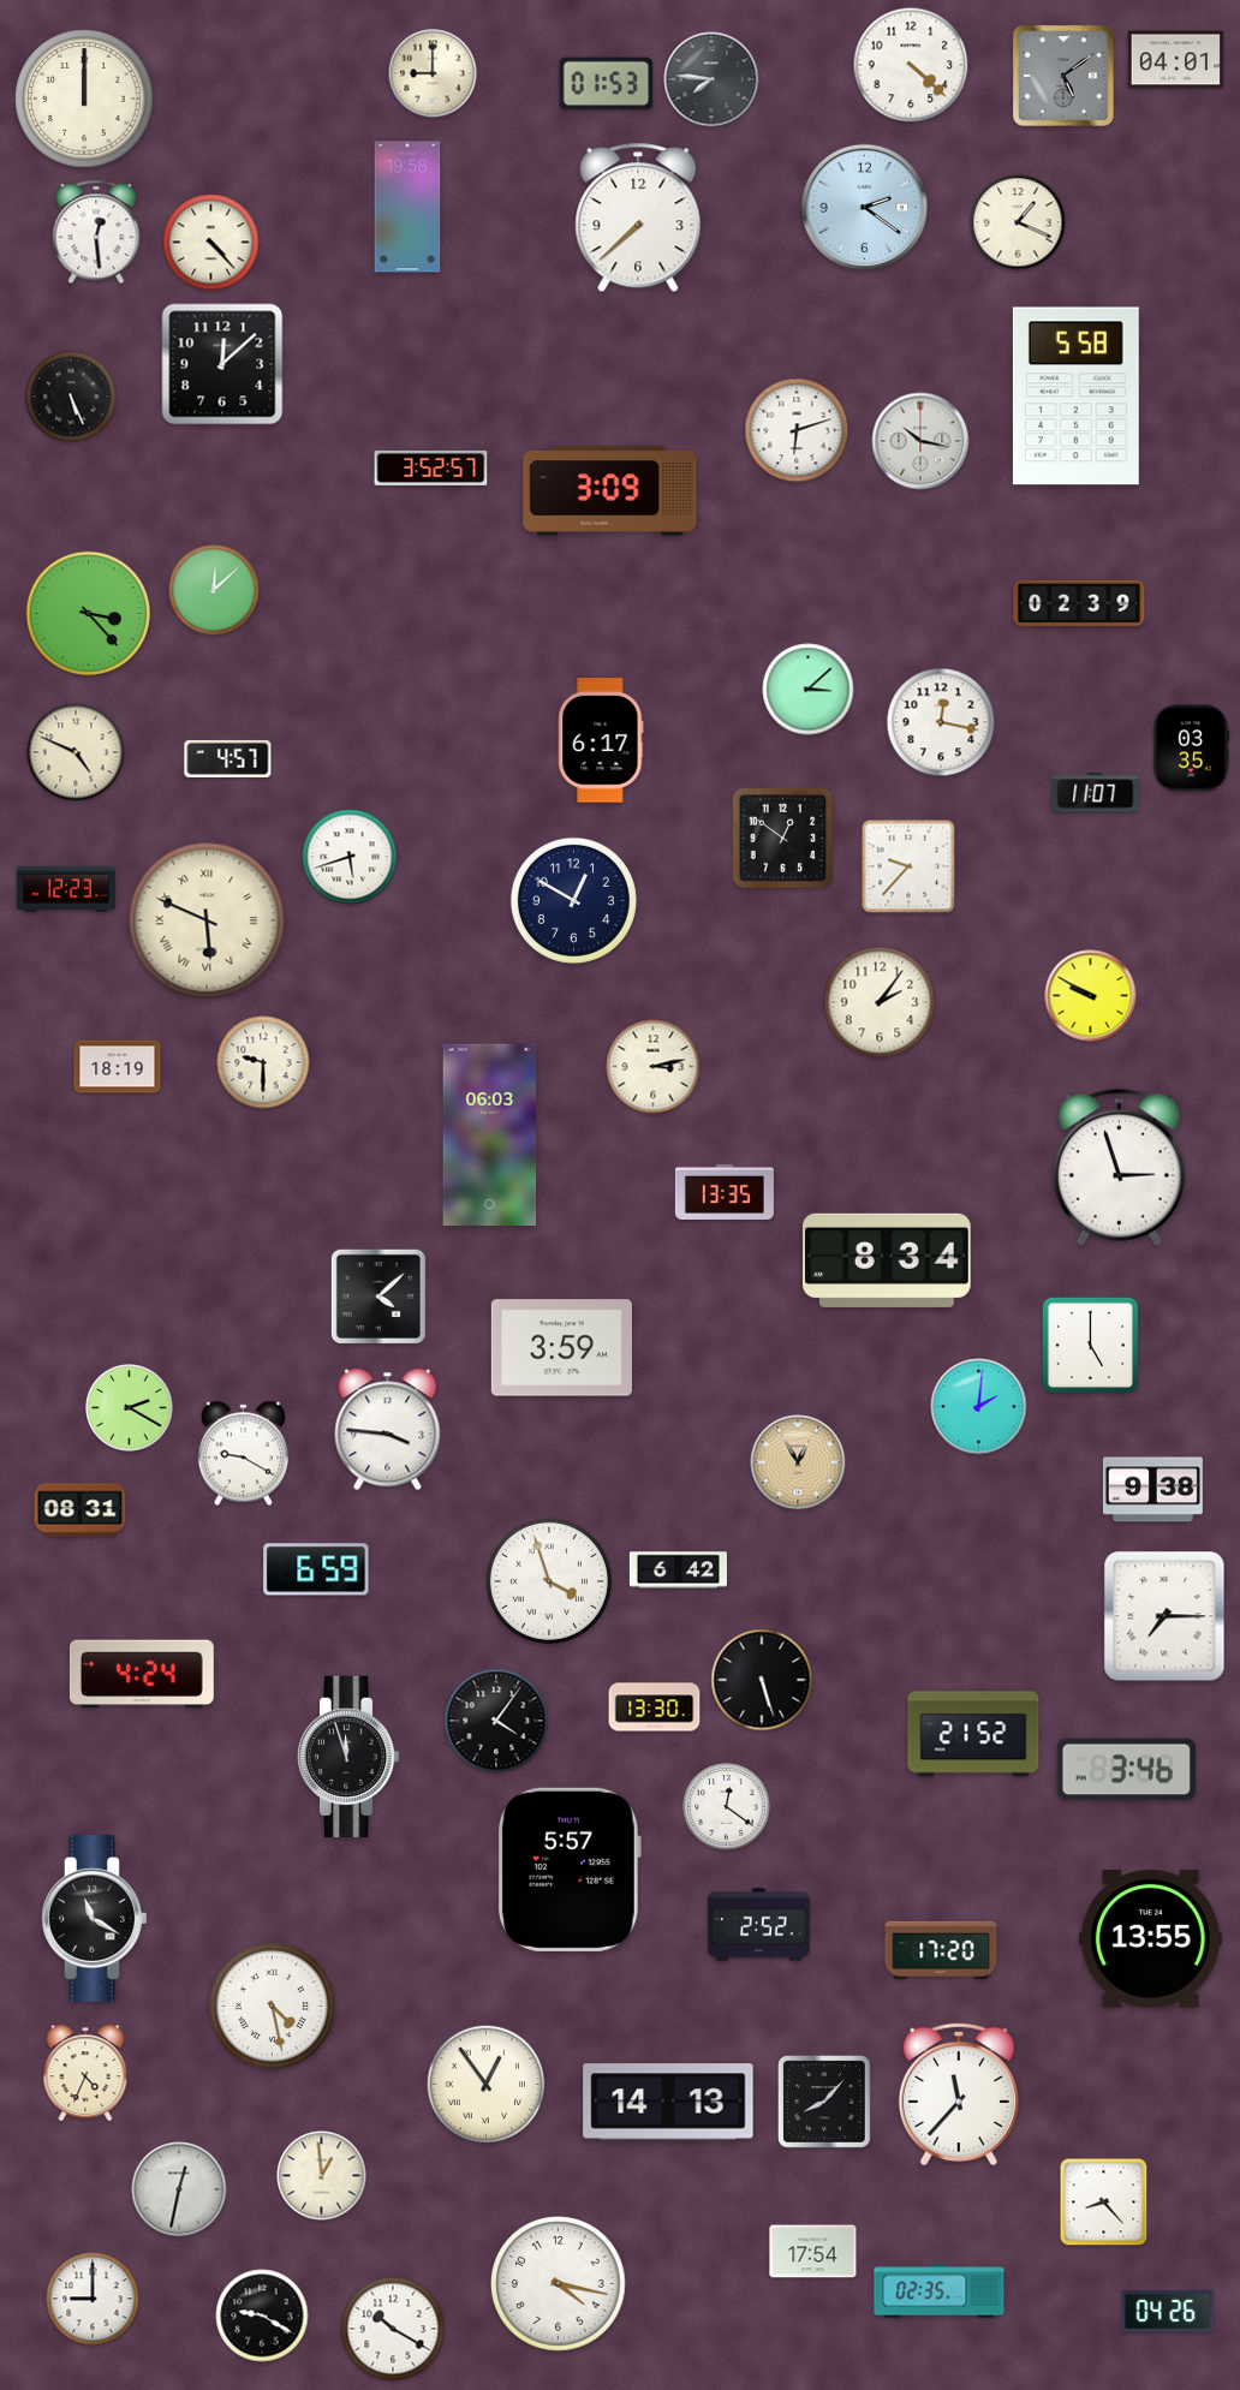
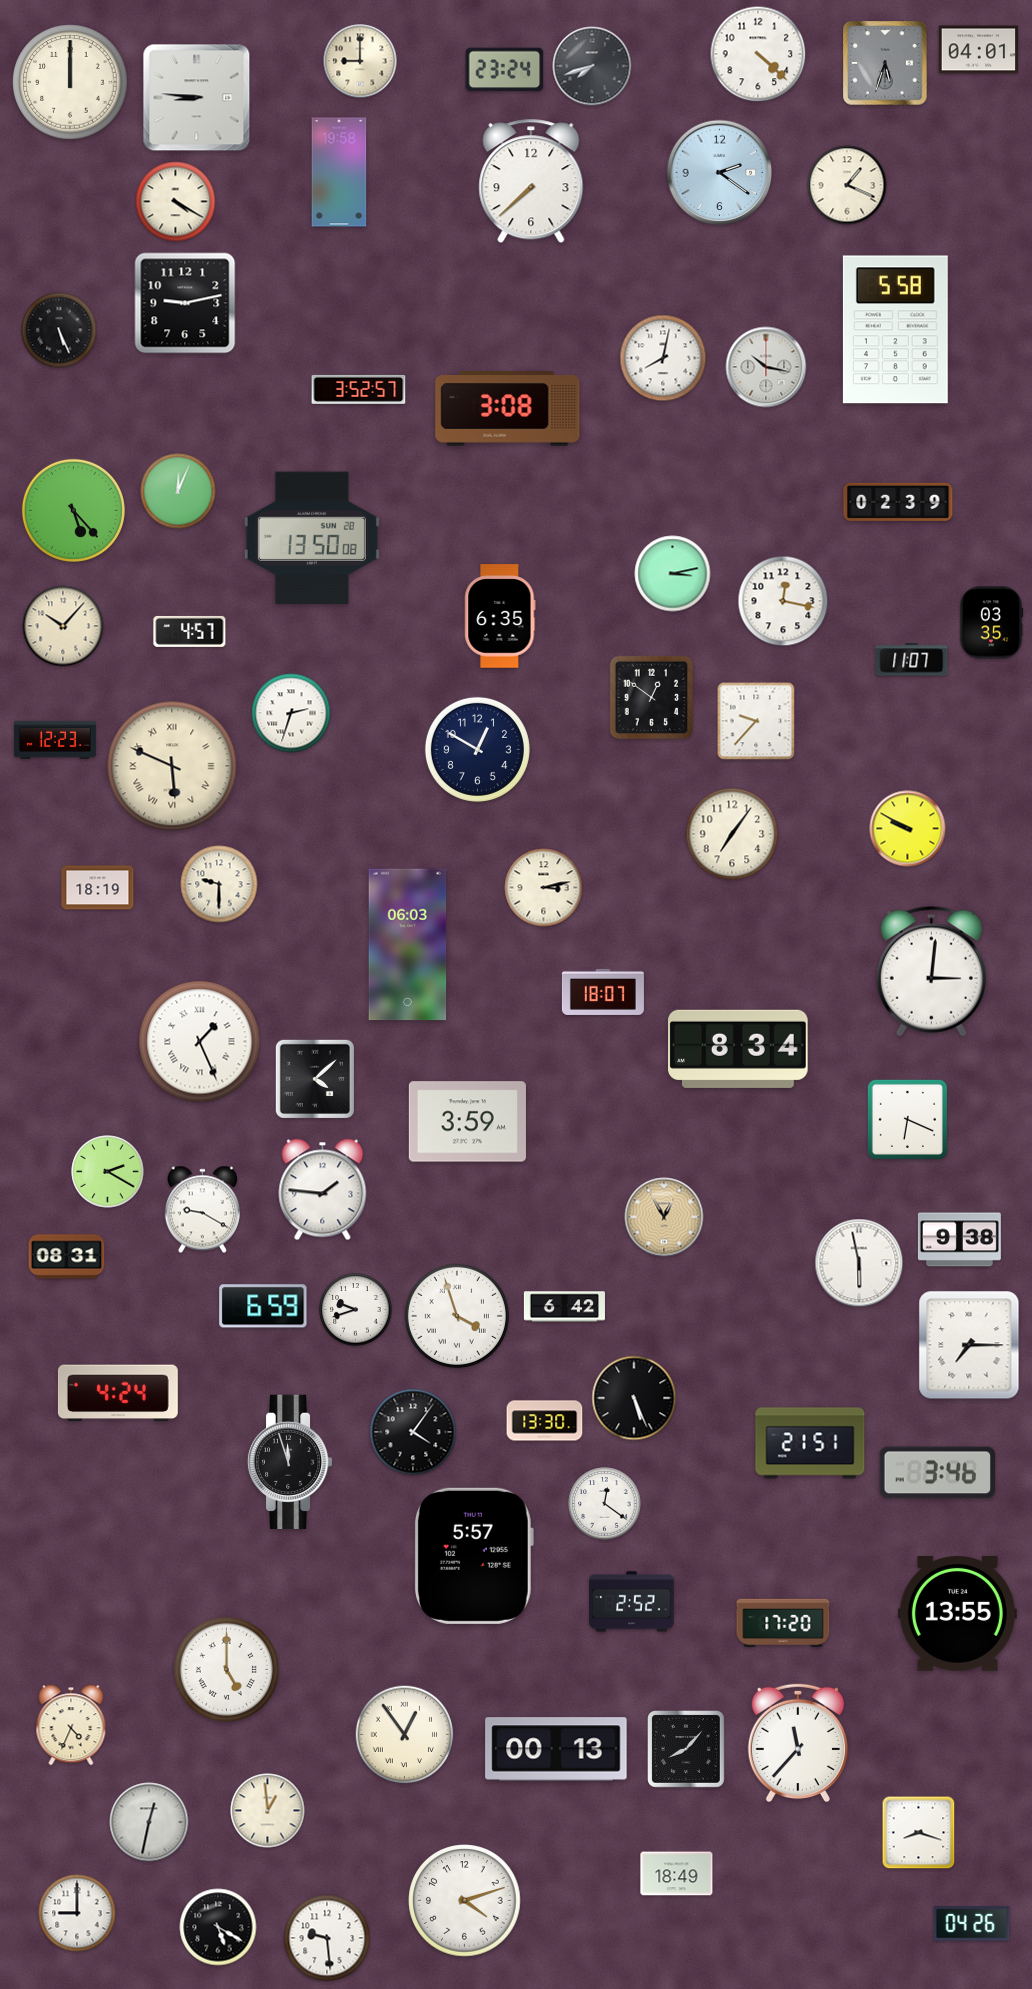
clock at (1063, 76): 5:09 -> 5:33
clock at (711, 79): 7:46 -> 7:42
clock at (607, 84): 01:53 -> 23:24
clock at (197, 98): none -> 8:46
clock at (96, 232): 12:29 -> none
clock at (211, 243): 4:23 -> 4:20
clock at (222, 364): 12:08 -> 9:13
clock at (797, 430): 6:12 -> 8:02
clock at (610, 491): 3:09 -> 3:08
clock at (214, 590): 12:08 -> 12:04
clock at (88, 613): 3:23 -> 5:23
clock at (312, 538): none -> 13:50
clock at (809, 690): 3:08 -> 3:13
clock at (601, 740): 6:17 -> 6:35
clock at (76, 752): 4:49 -> 10:07
clock at (350, 857): 5:42 -> 2:33
clock at (880, 1002): 2:06 -> 7:06
clock at (1119, 1167): 2:57 -> 3:01
clock at (725, 1192): 13:35 -> 18:07
clock at (200, 1042): none -> 1:26
clock at (1090, 1345): 5:00 -> 6:19
clock at (979, 1407): 2:01 -> none
clock at (388, 1430): 3:46 -> 1:46
clock at (859, 1263): none -> 5:58
clock at (356, 1310): none -> 9:42
clock at (762, 1680): 5:27 -> 5:26
clock at (973, 1734): 21:52 -> 21:51
clock at (95, 1918): 11:20 -> none
clock at (272, 2005): 4:28 -> 5:00
clock at (668, 2102): 14:13 -> 00:13
clock at (1104, 2203): 8:23 -> 8:18
clock at (813, 2252): 17:54 -> 18:49
clock at (559, 2284): 4:17 -> 4:12
clock at (940, 2291): 02:35 -> none
clock at (262, 2316): 9:20 -> 5:20
clock at (393, 2329): 10:20 -> 9:29
